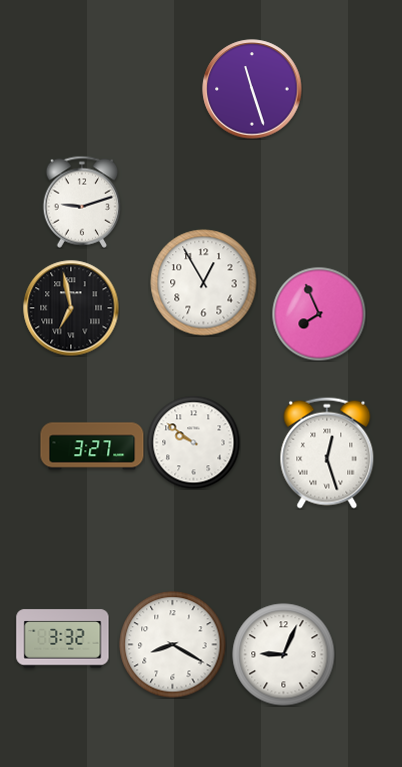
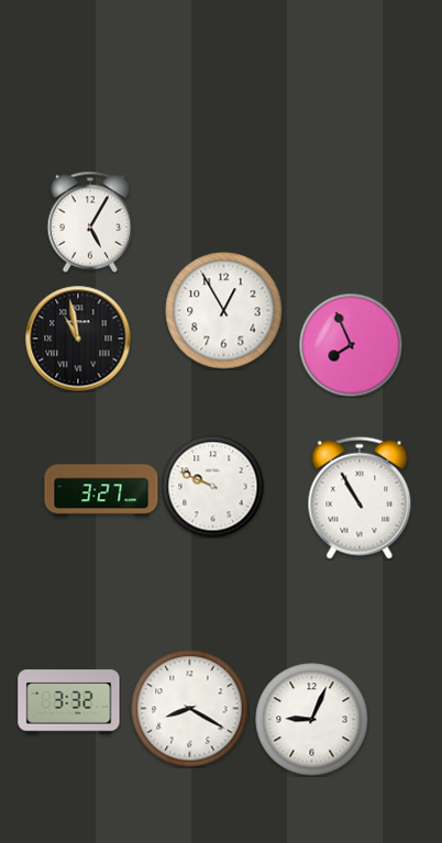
clock at (252, 89): 11:27 -> none
clock at (82, 202): 9:12 -> 5:05
clock at (71, 308): 6:58 -> 10:58
clock at (193, 442): 9:51 -> 9:49
clock at (327, 453): 12:27 -> 10:55
